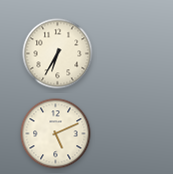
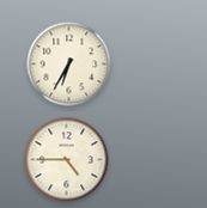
clock at (56, 134): 5:11 -> 4:45
